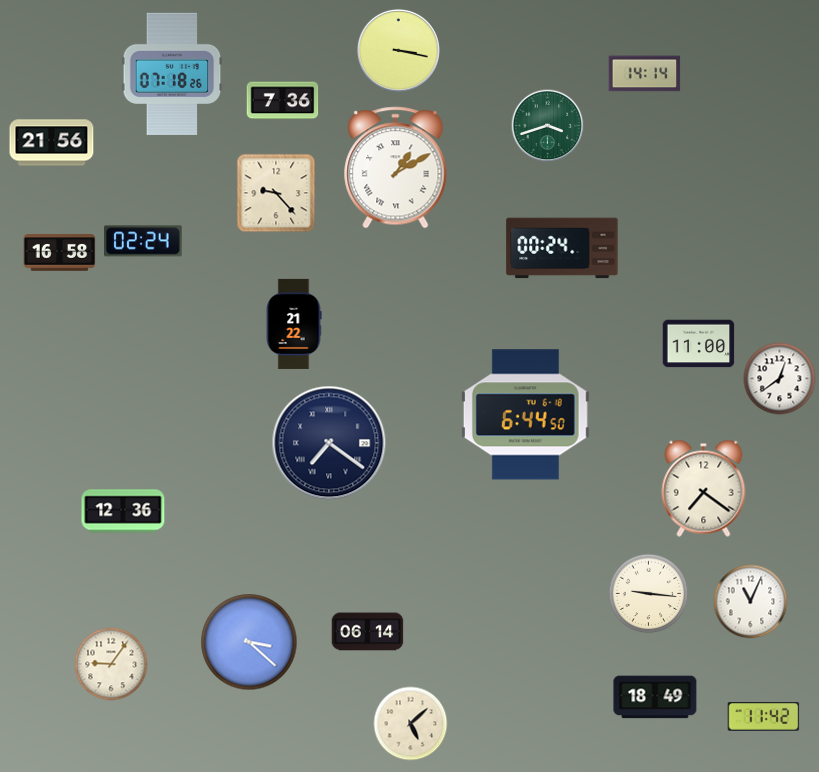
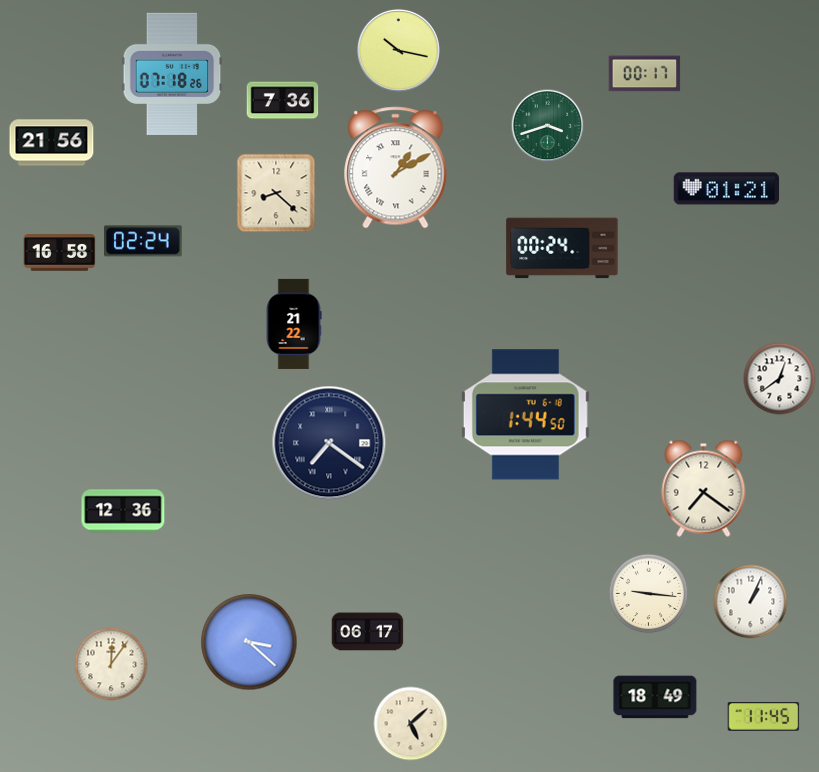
clock at (398, 50): 3:17 -> 10:17
clock at (645, 74): 14:14 -> 00:17
clock at (727, 189): none -> 01:21
clock at (276, 193): 9:23 -> 8:22
clock at (699, 344): 11:00 -> none
clock at (525, 415): 6:44 -> 1:44
clock at (751, 602): 11:04 -> 1:04
clock at (368, 632): 06:14 -> 06:17
clock at (111, 664): 9:06 -> 12:06
clock at (764, 717): 11:42 -> 11:45
